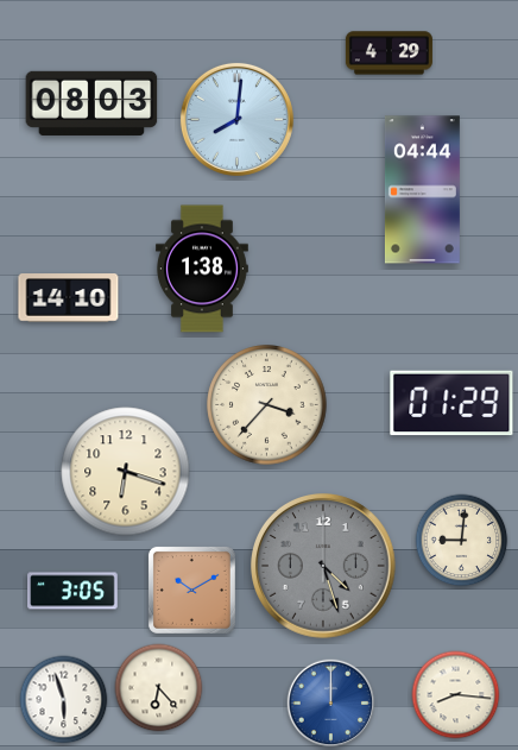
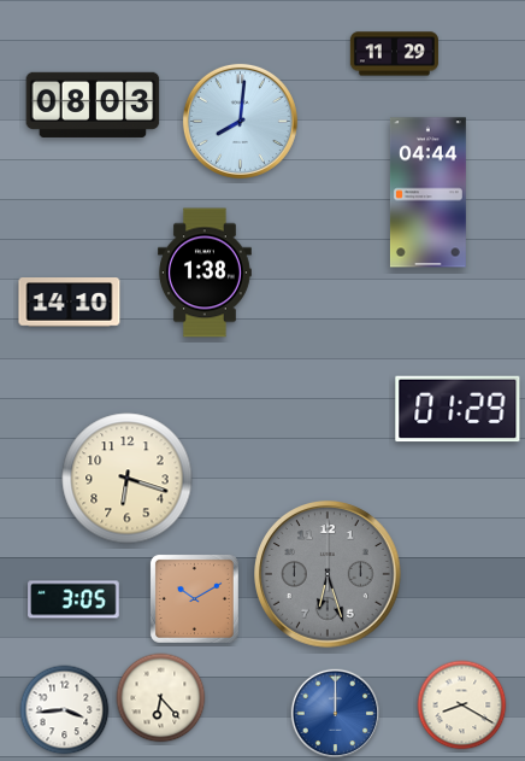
clock at (389, 53): 4:29 -> 11:29
clock at (267, 405): 3:37 -> none
clock at (462, 541): 9:01 -> none
clock at (324, 567): 4:27 -> 6:27
clock at (456, 695): 8:16 -> 8:20
clock at (64, 700): 5:57 -> 3:44
